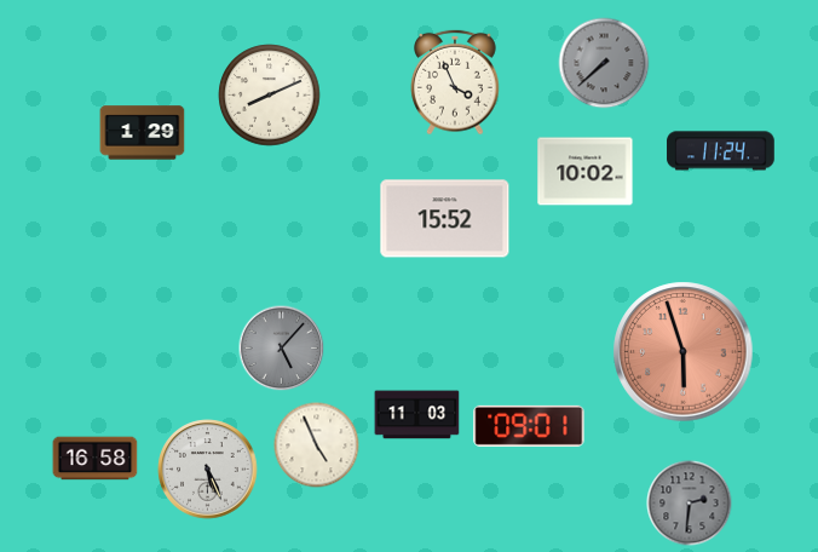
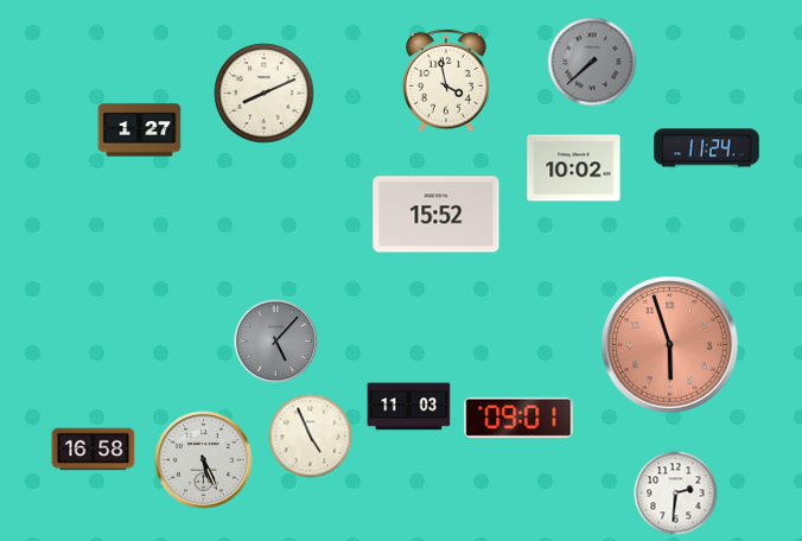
clock at (456, 82): 3:56 -> 3:58
clock at (143, 133): 1:29 -> 1:27
clock at (690, 504) dial: grey -> white
